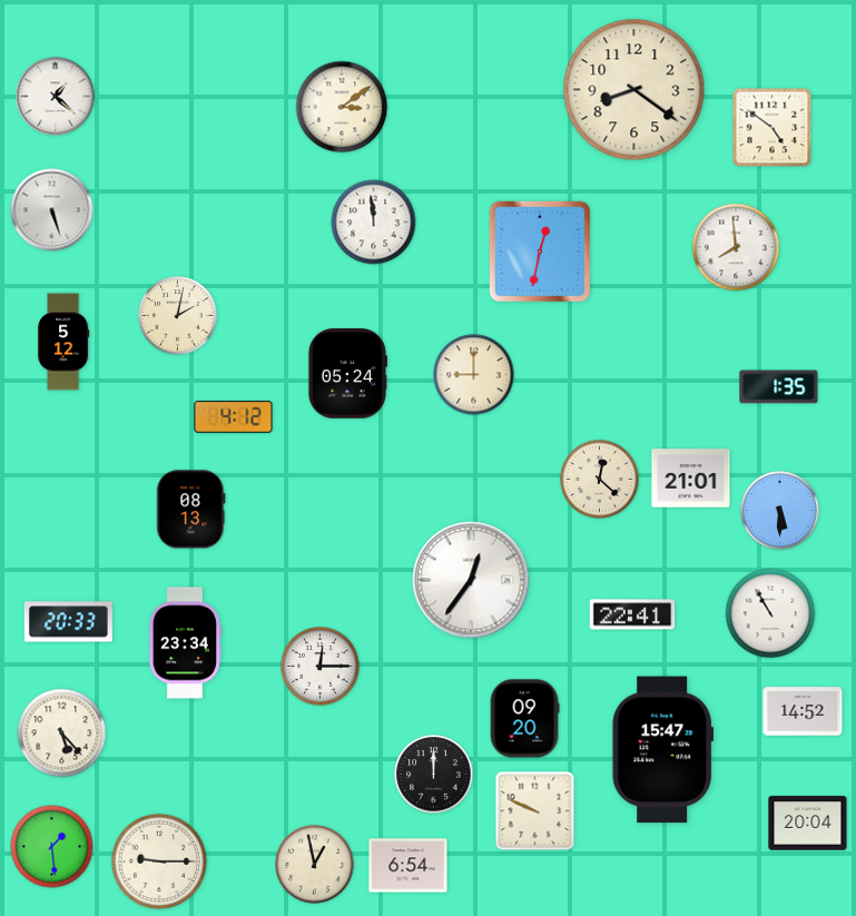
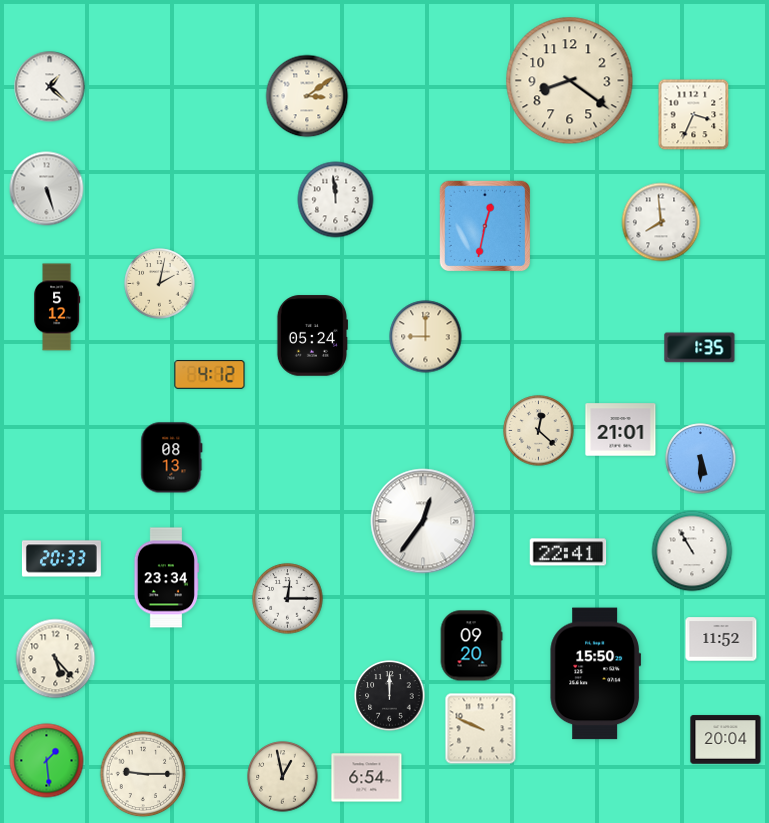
clock at (773, 128): 4:51 -> 3:34
clock at (803, 711): 14:52 -> 11:52
clock at (663, 750): 15:47 -> 15:50
